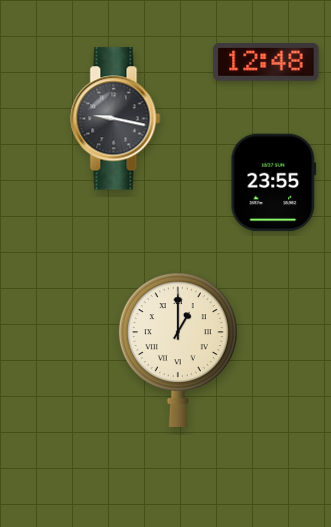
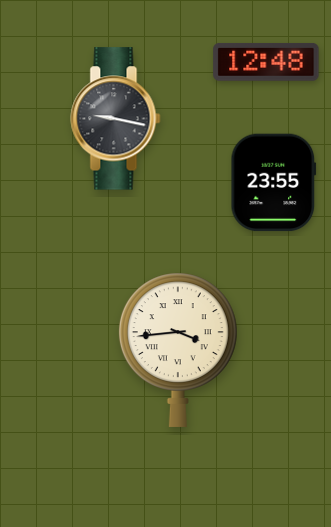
clock at (178, 350): 1:00 -> 3:44
